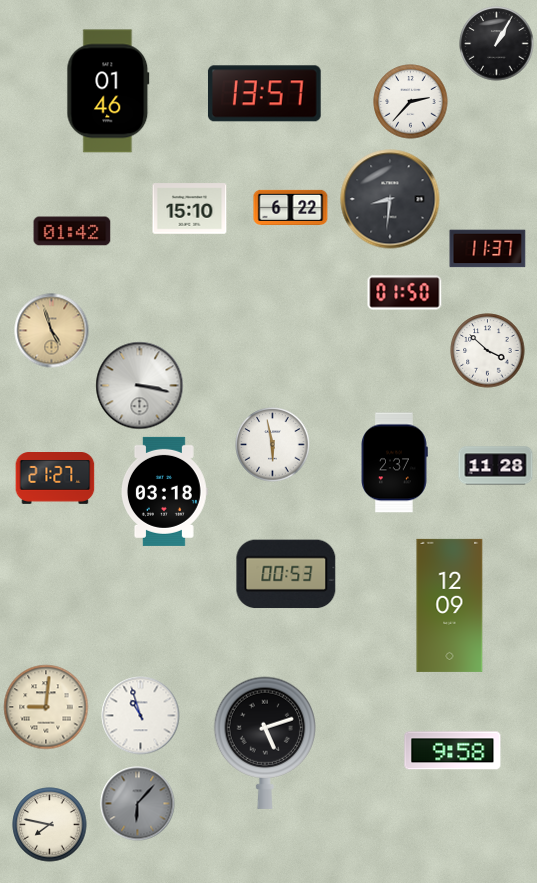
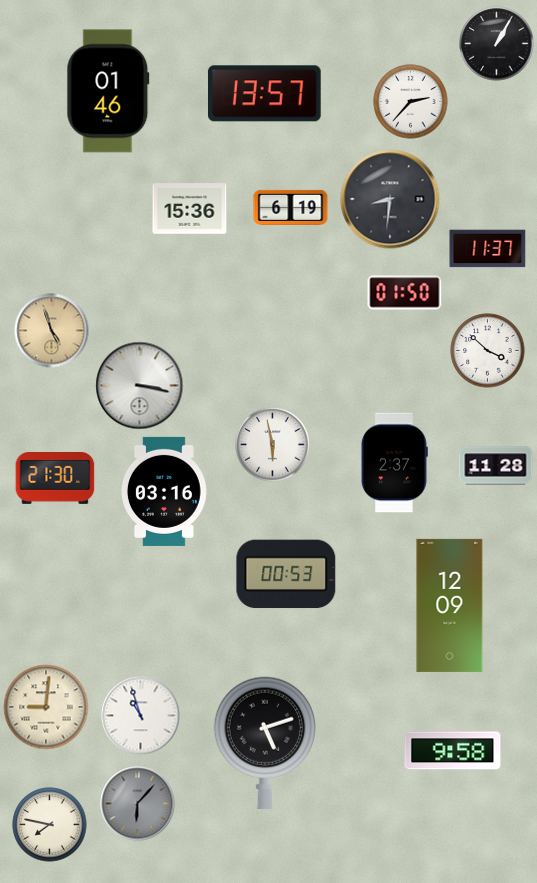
clock at (291, 207): 6:22 -> 6:19
clock at (190, 209): 15:10 -> 15:36
clock at (72, 231): 01:42 -> none
clock at (55, 479): 21:27 -> 21:30
clock at (164, 491): 03:18 -> 03:16
